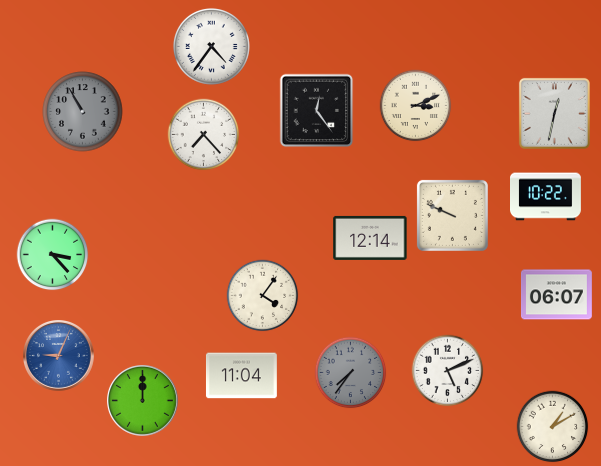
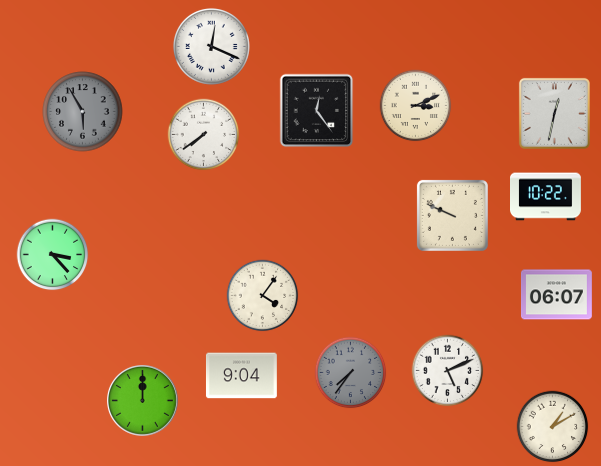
clock at (211, 46): 4:36 -> 12:19
clock at (83, 112): 10:55 -> 5:55
clock at (204, 135): 7:23 -> 7:39
clock at (370, 238): 12:14 -> none
clock at (59, 356): 9:04 -> none
clock at (241, 376): 11:04 -> 9:04
